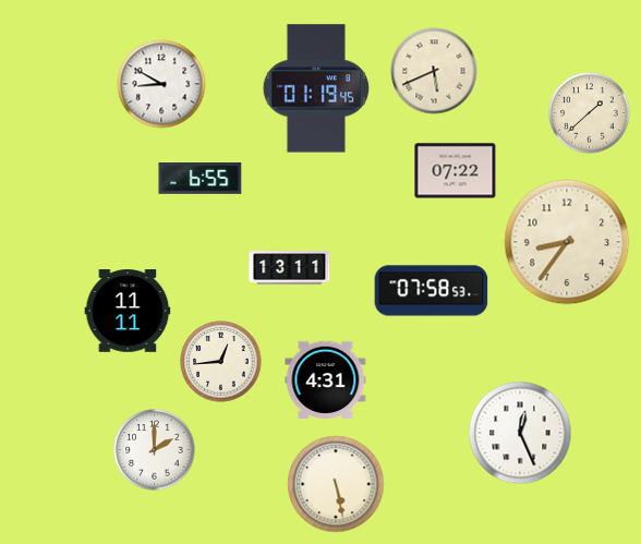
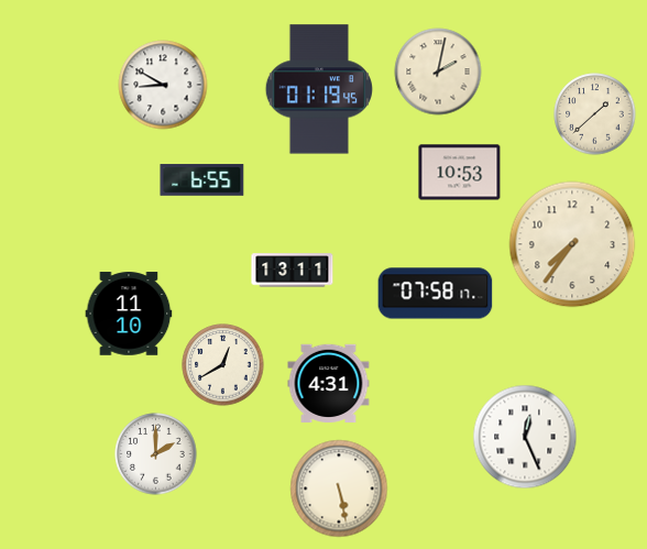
clock at (434, 71): 5:41 -> 2:02
clock at (456, 171): 07:22 -> 10:53
clock at (567, 242): 8:36 -> 7:36
clock at (432, 291): 07:58:53 -> 07:58:17
clock at (128, 311): 11:11 -> 11:10
clock at (221, 362): 12:44 -> 12:40
